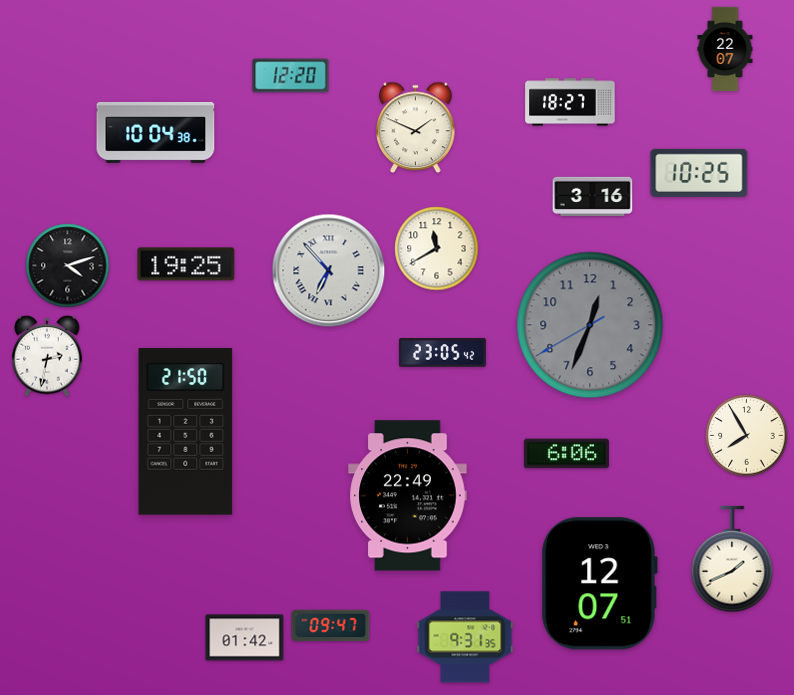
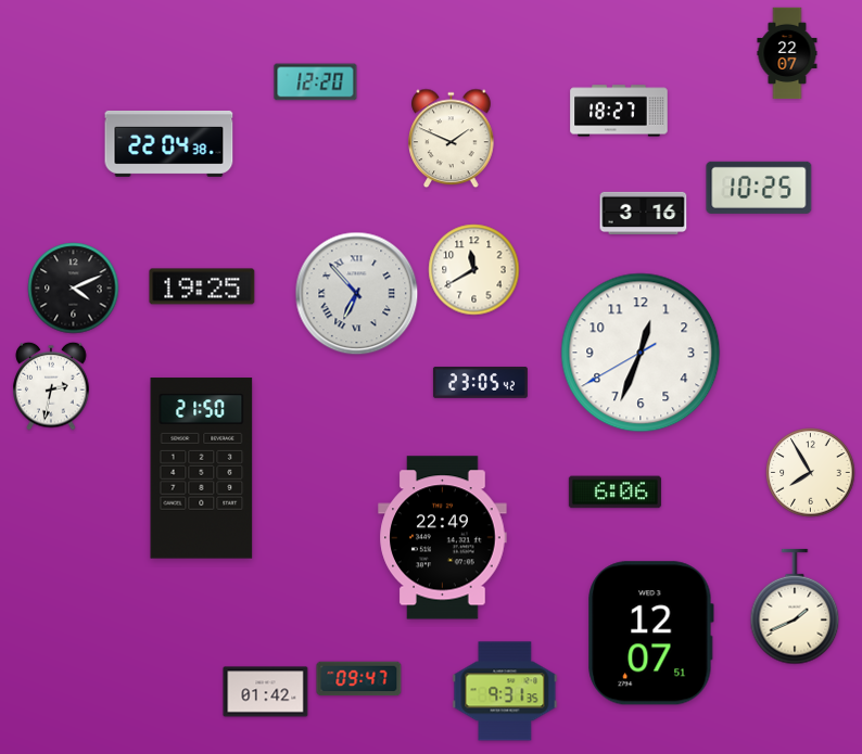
clock at (156, 132): 10:04 -> 22:04
clock at (68, 266): 4:12 -> 4:11
clock at (590, 325) dial: grey -> white
